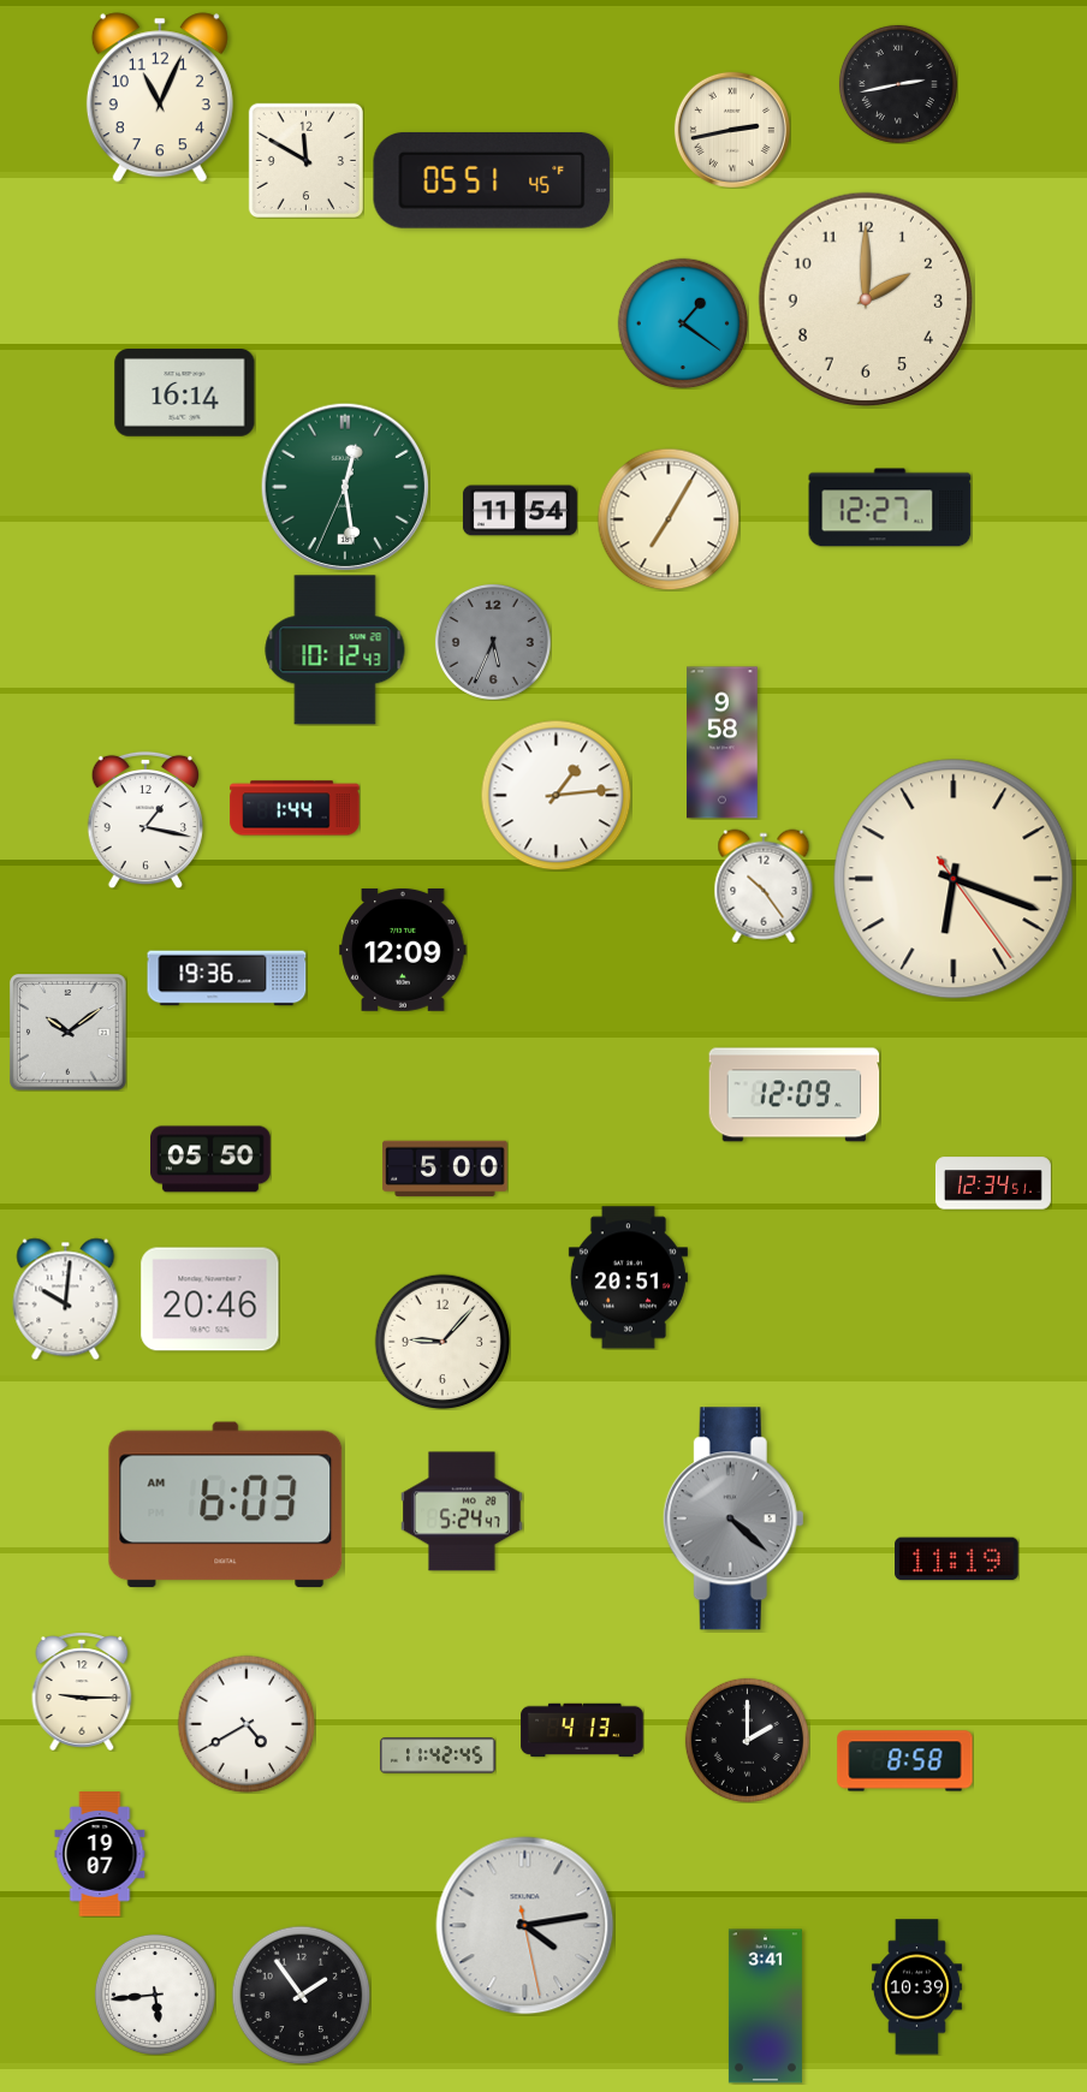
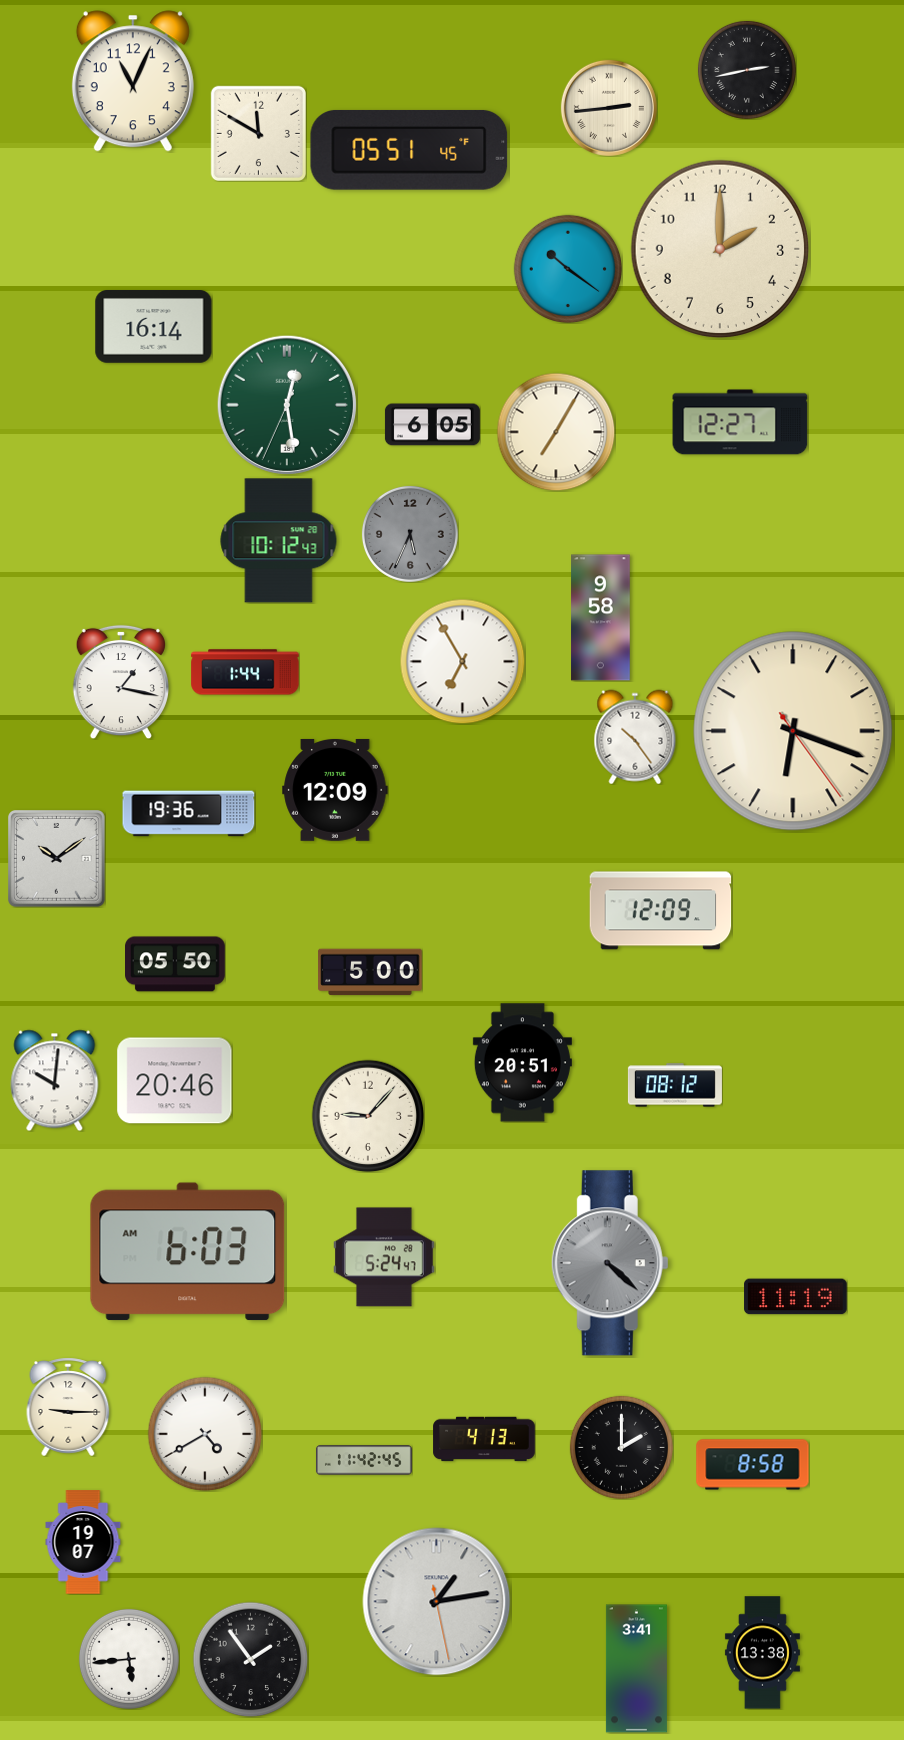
clock at (732, 130): 2:43 -> 2:44
clock at (305, 160) position: (305, 160) -> (258, 133)
clock at (682, 322): 1:21 -> 10:21
clock at (519, 511): 11:54 -> 6:05
clock at (556, 795): 1:14 -> 6:55
clock at (993, 1183): 12:34 -> none
clock at (675, 1085): none -> 08:12
clock at (525, 1926): 4:13 -> 1:13
clock at (916, 1987): 10:39 -> 13:38
